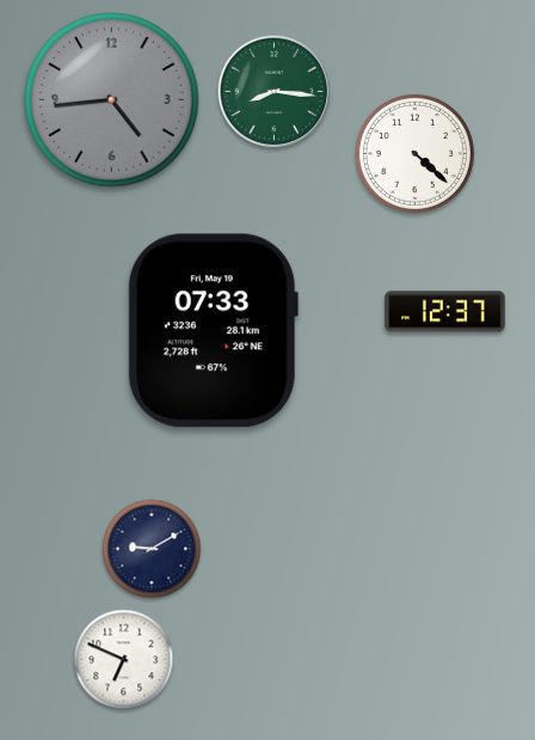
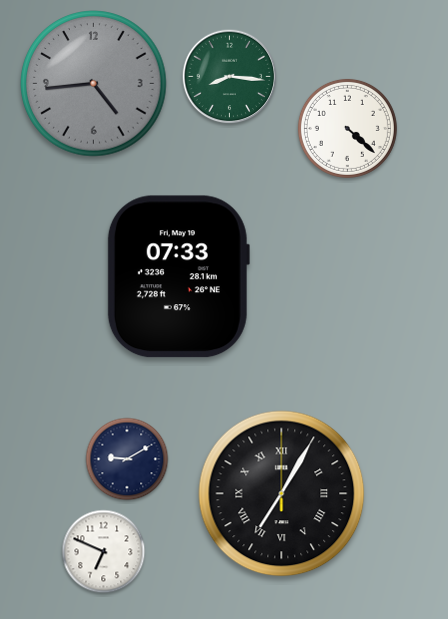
clock at (445, 312): 12:37 -> none
clock at (282, 494): none -> 7:05
